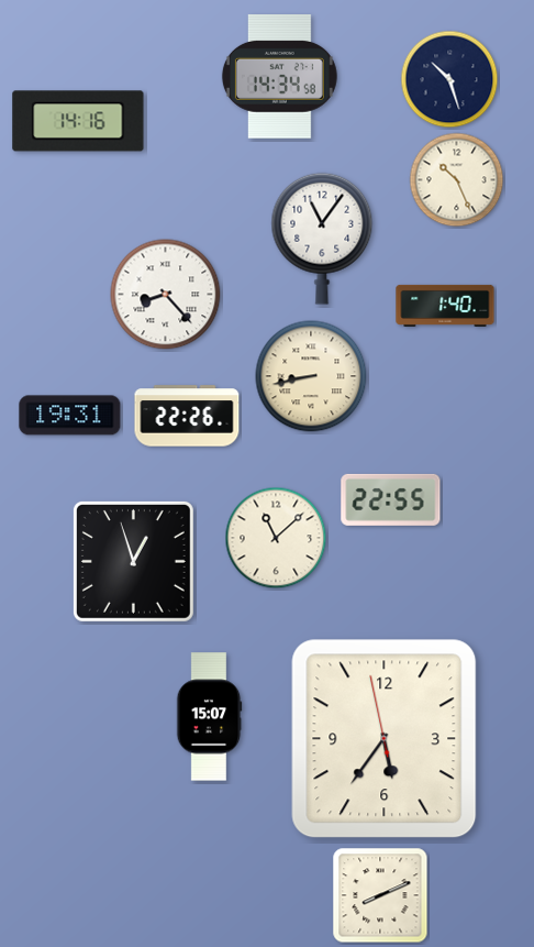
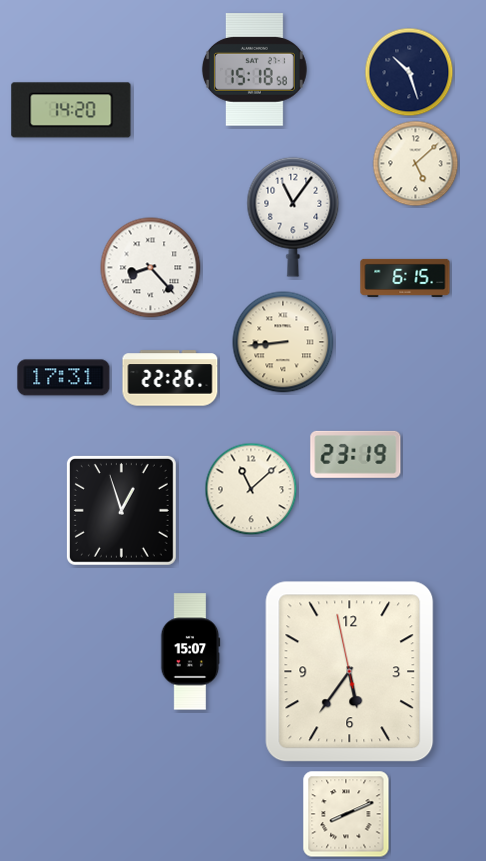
clock at (279, 77): 14:34 -> 15:18
clock at (78, 121): 14:16 -> 14:20
clock at (457, 180): 10:26 -> 5:08
clock at (445, 306): 1:40 -> 6:15
clock at (311, 376): 8:43 -> 8:44
clock at (70, 416): 19:31 -> 17:31
clock at (391, 499): 22:55 -> 23:19
